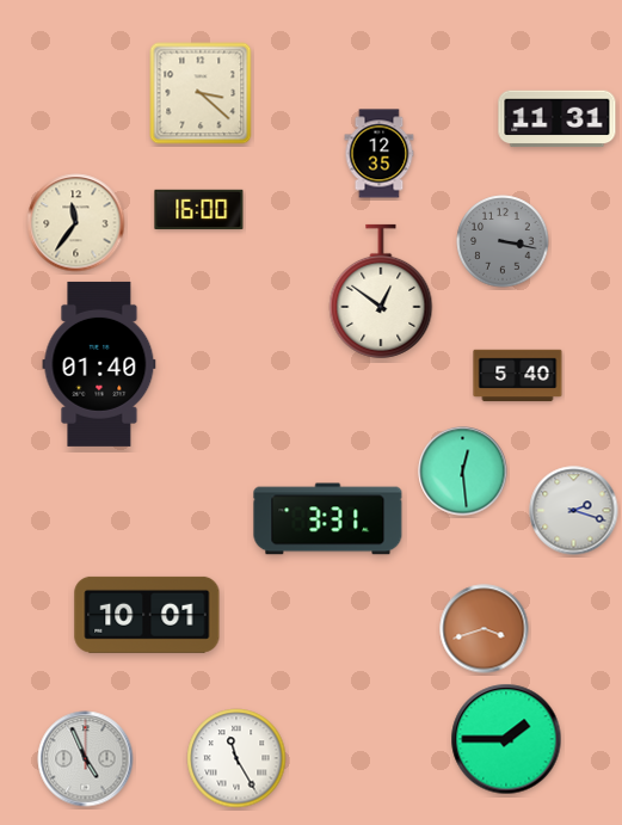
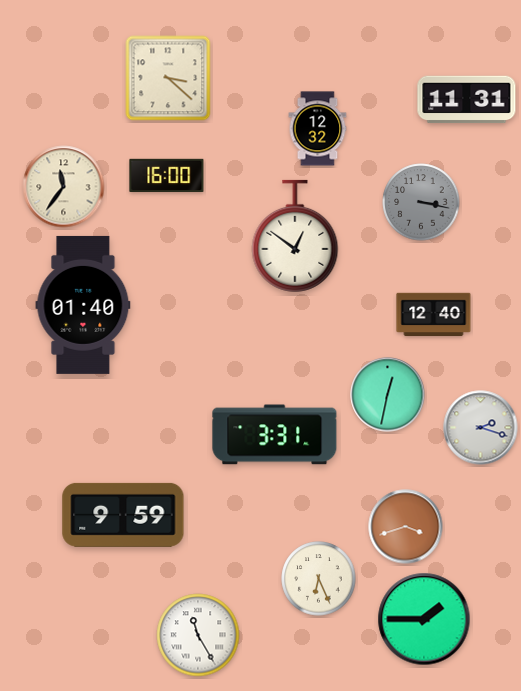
clock at (380, 154): 12:35 -> 12:32
clock at (381, 291) position: (381, 291) -> (295, 236)
clock at (518, 376): 5:40 -> 12:40
clock at (463, 472): 12:29 -> 12:32
clock at (147, 615): 10:01 -> 9:59
clock at (319, 579): none -> 6:26
clock at (86, 759): 4:56 -> none
